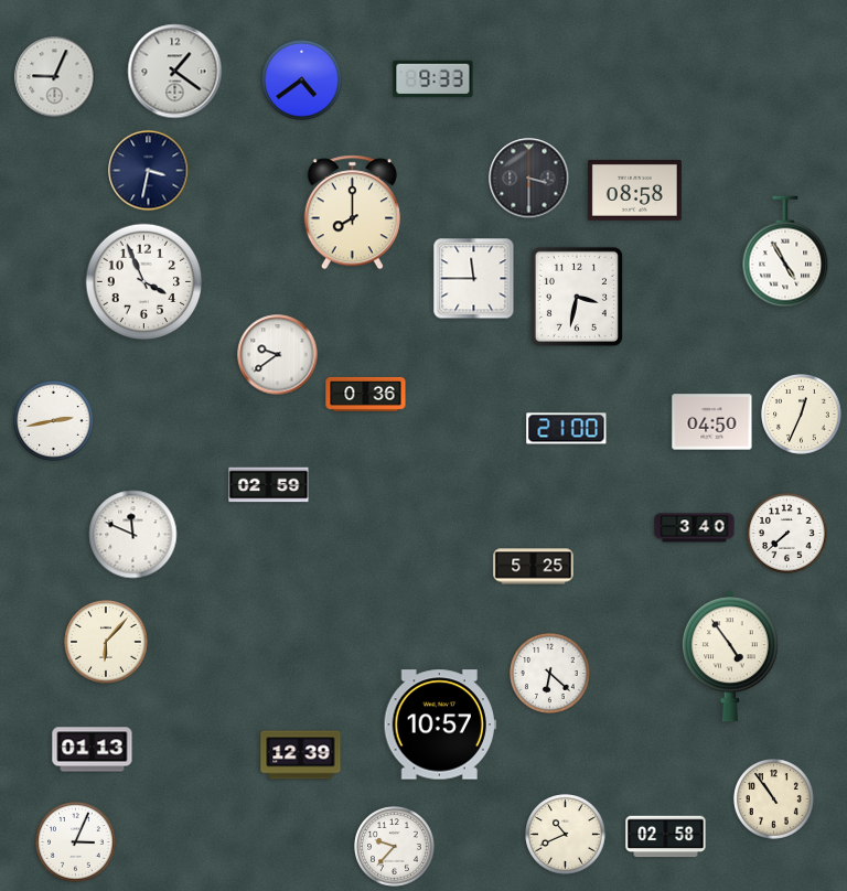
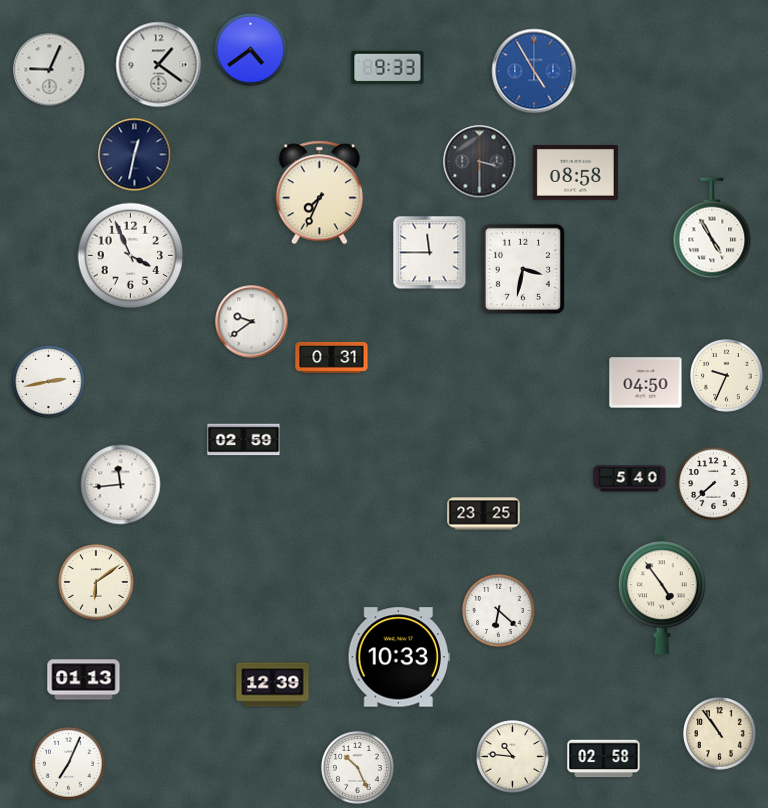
clock at (534, 71): none -> 4:55
clock at (433, 79) position: (433, 79) -> (388, 68)
clock at (302, 80) position: (302, 80) -> (251, 50)
clock at (149, 171): 3:32 -> 12:32
clock at (352, 213): 8:00 -> 7:34
clock at (366, 394): 0:36 -> 0:31
clock at (802, 415): 12:34 -> 9:34
clock at (567, 429): 21:00 -> none
clock at (695, 528): 3:40 -> 5:40
clock at (133, 535): 11:49 -> 11:44
clock at (534, 567): 5:25 -> 23:25
clock at (106, 642): 6:07 -> 6:09
clock at (440, 724): 10:57 -> 10:33
clock at (774, 799) position: (774, 799) -> (720, 734)
clock at (566, 835): 10:41 -> 10:46
clock at (76, 842): 3:04 -> 7:04
clock at (395, 847): 9:37 -> 10:26
